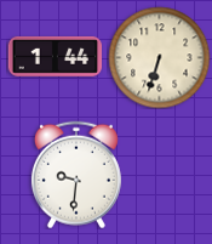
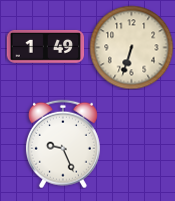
clock at (55, 56): 1:44 -> 1:49
clock at (76, 175): 9:31 -> 9:26
